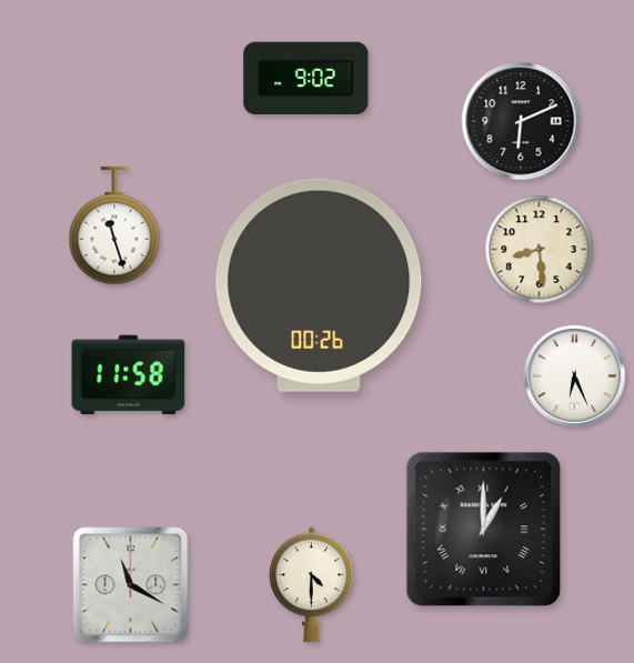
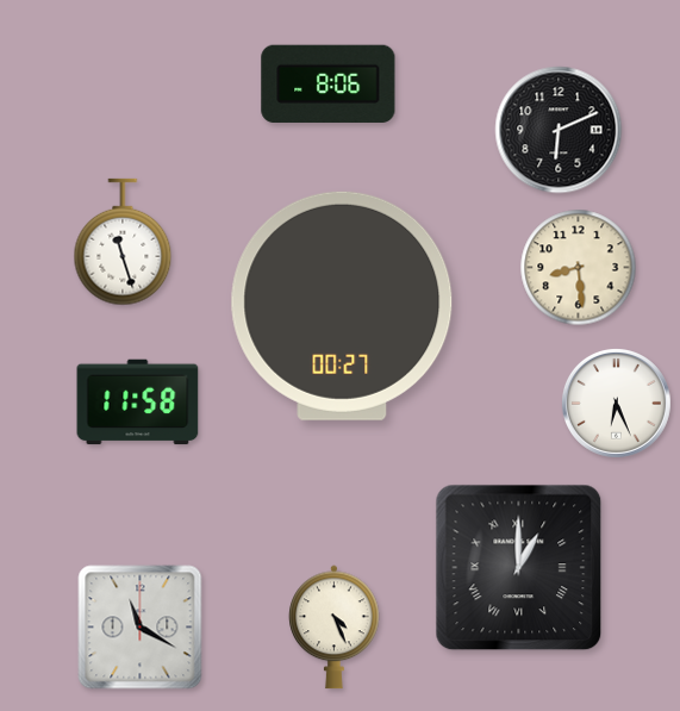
clock at (306, 78): 9:02 -> 8:06
clock at (319, 285): 00:26 -> 00:27
clock at (312, 585): 4:30 -> 4:26
